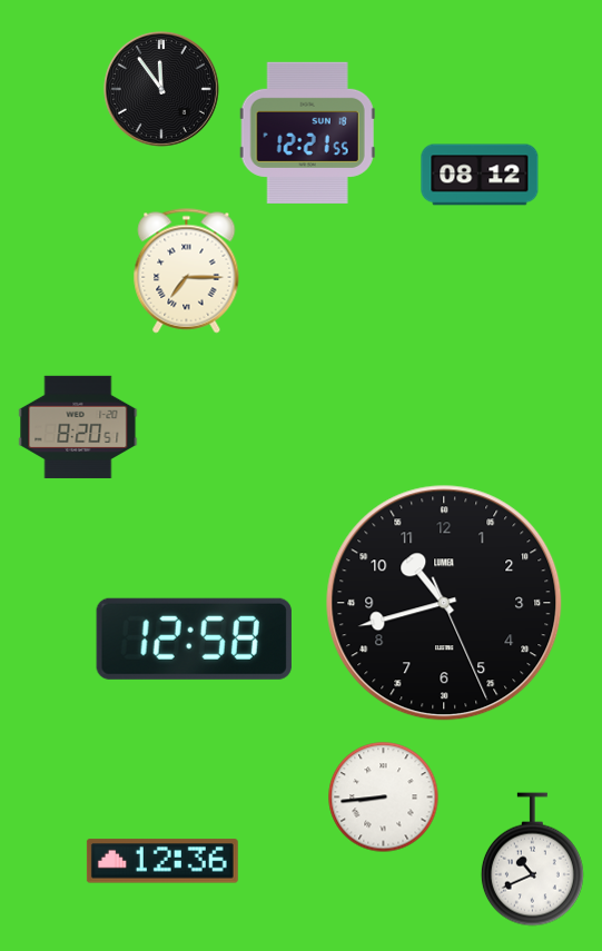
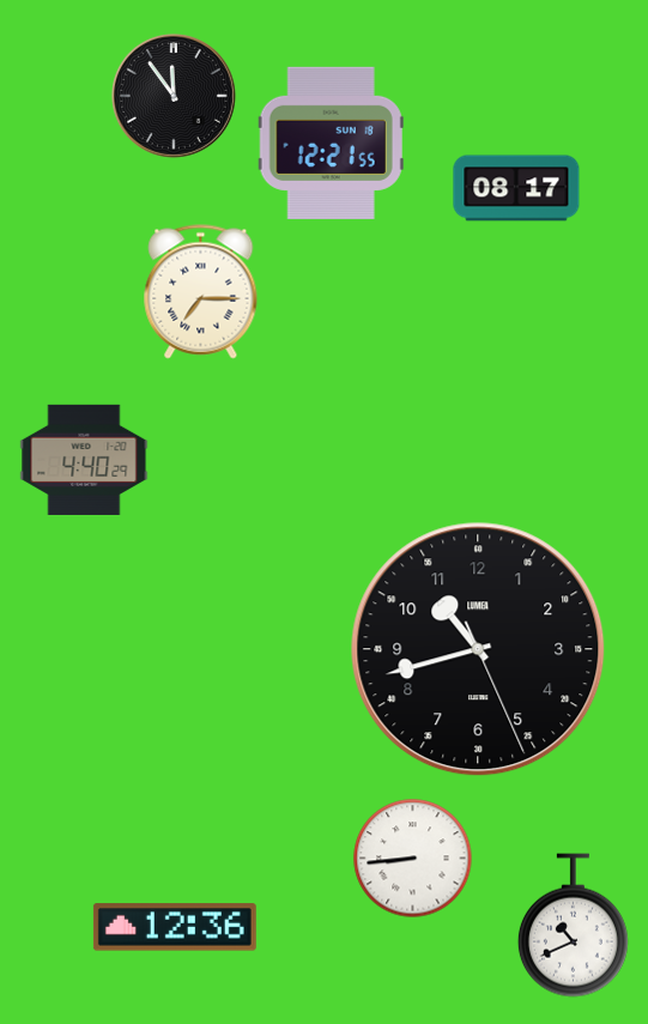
clock at (480, 175): 08:12 -> 08:17
clock at (78, 427): 8:20 -> 4:40
clock at (194, 638): 12:58 -> none
